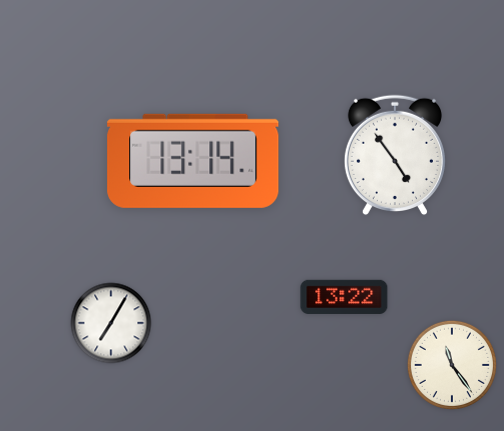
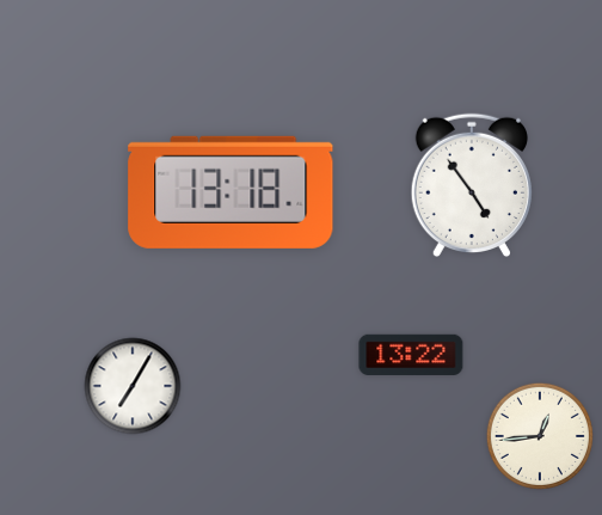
clock at (193, 161): 13:14 -> 13:18
clock at (451, 364): 11:24 -> 12:44
